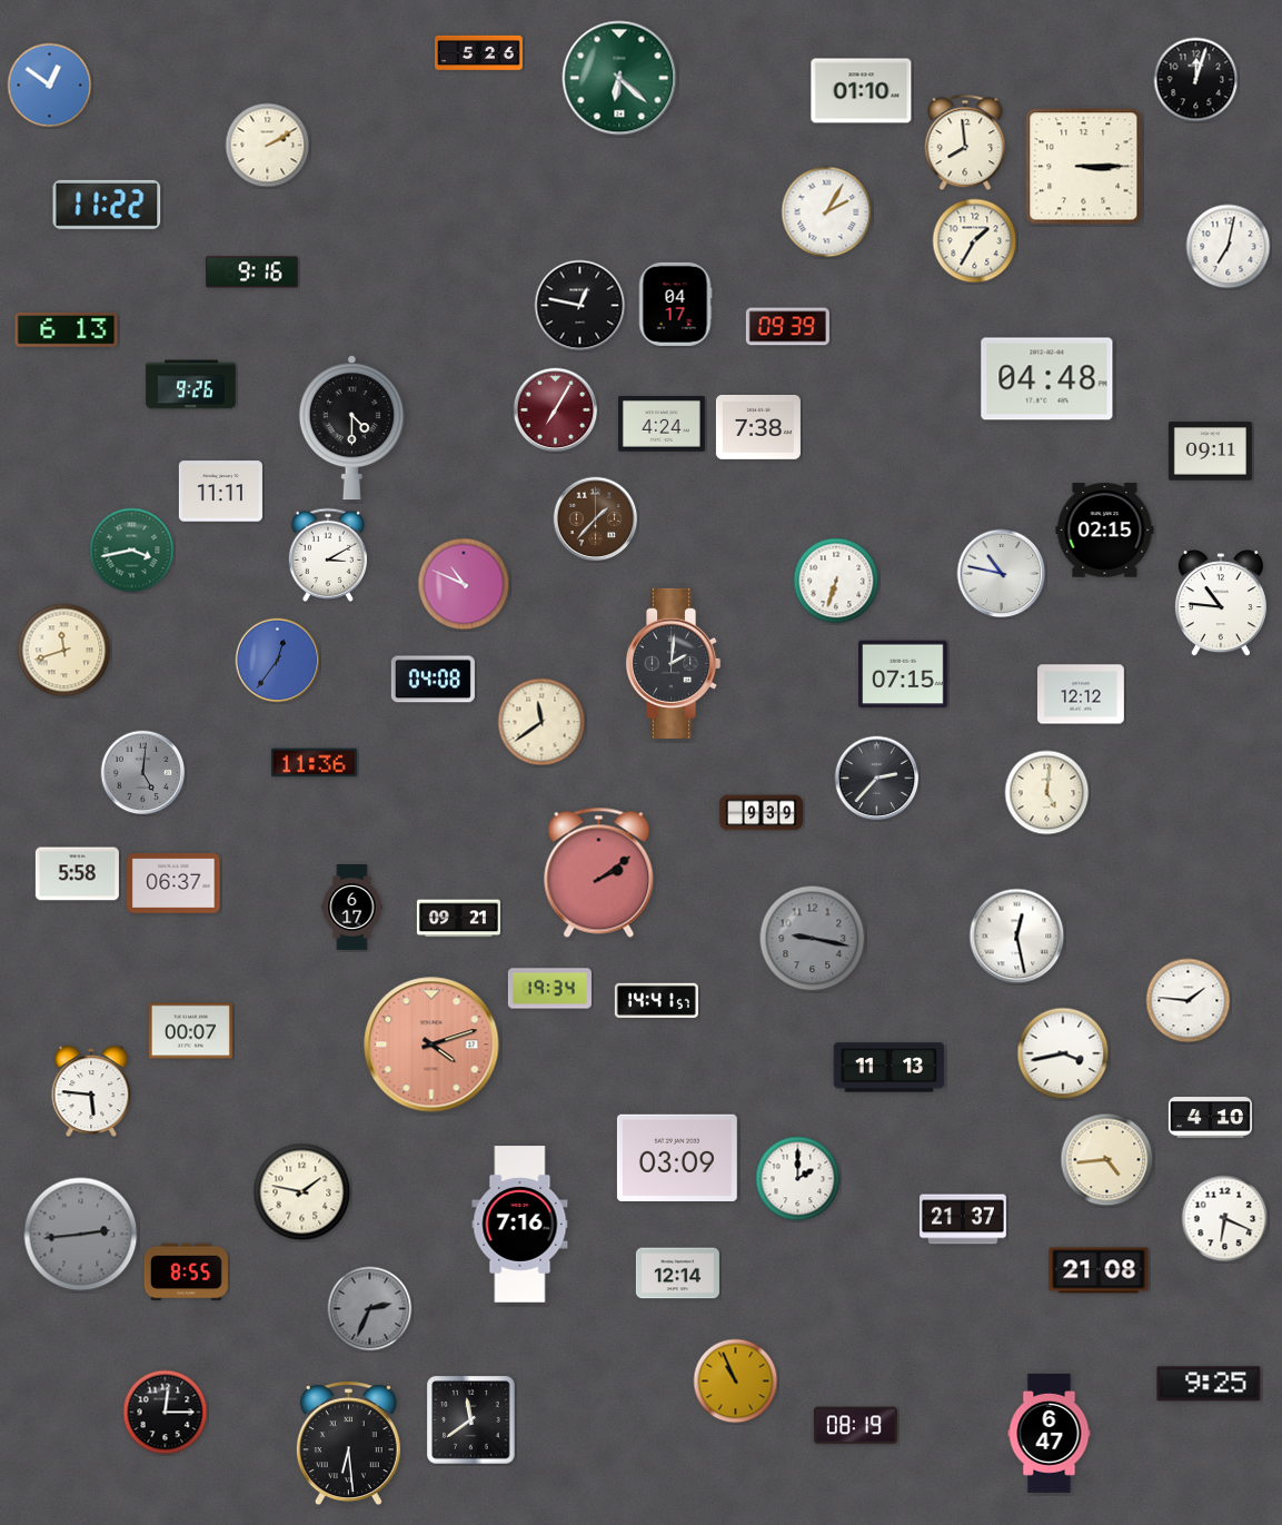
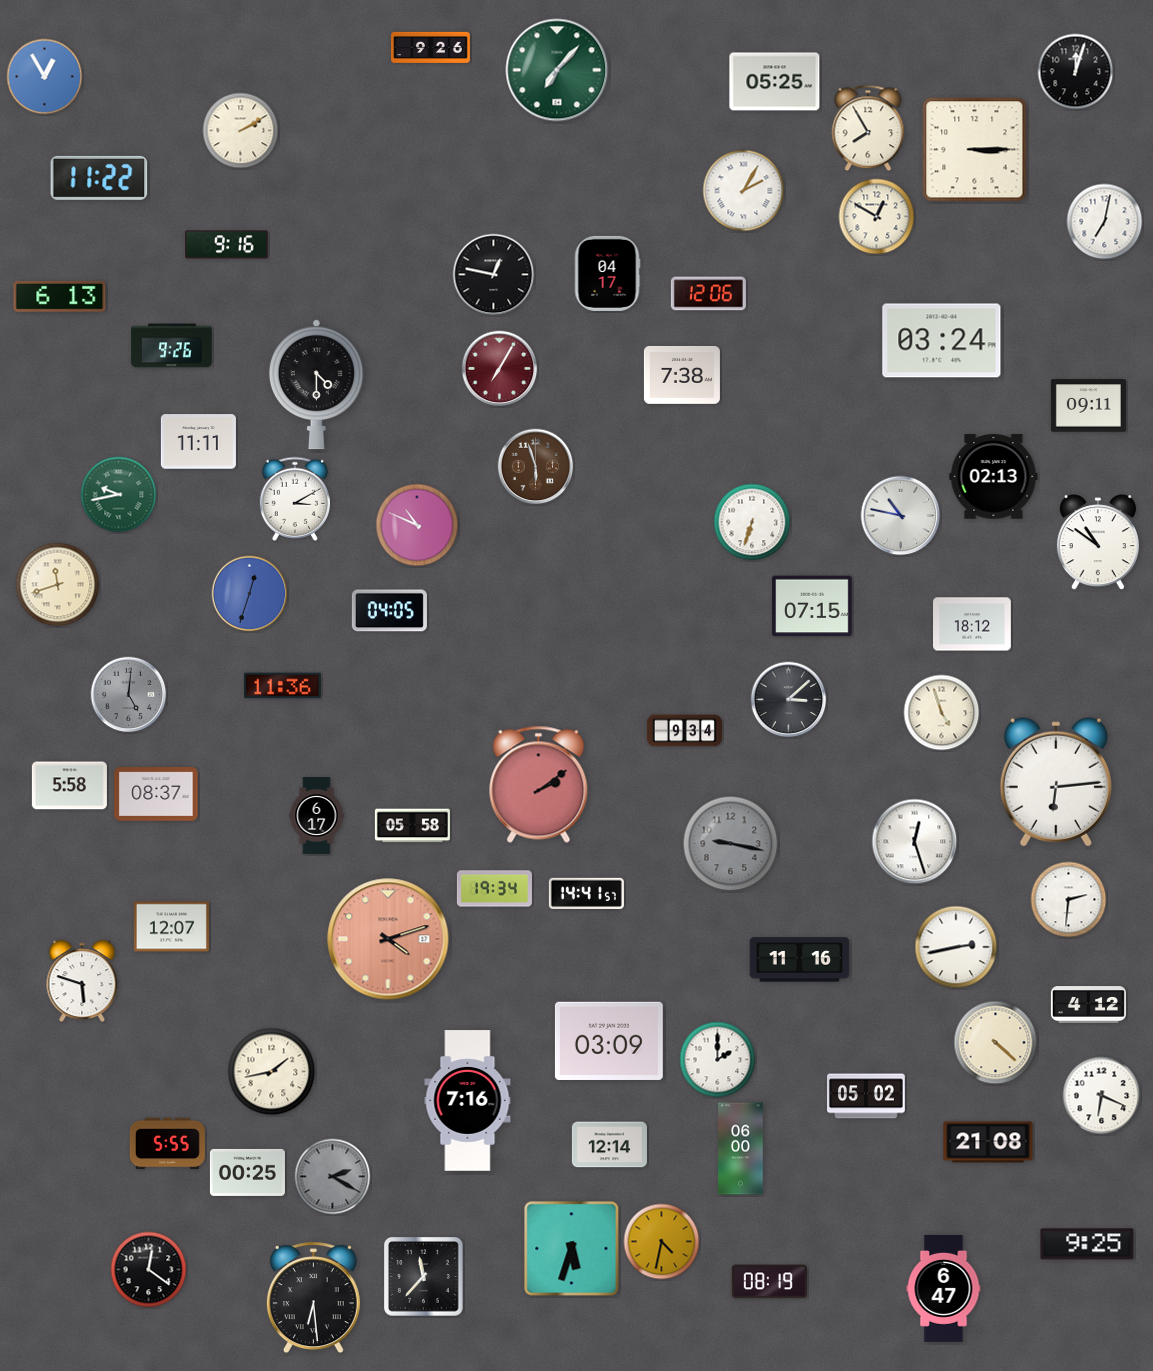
clock at (479, 52): 5:26 -> 9:26
clock at (619, 78): 6:22 -> 7:07
clock at (50, 86): 12:51 -> 12:55
clock at (862, 91): 01:10 -> 05:25
clock at (965, 142): 7:59 -> 7:55
clock at (107, 205) position: (107, 205) -> (99, 178)
clock at (975, 241): 1:35 -> 12:50
clock at (580, 306) position: (580, 306) -> (494, 275)
clock at (787, 327): 09:39 -> 12:06
clock at (1047, 379): 04:48 -> 03:24
clock at (663, 425): 4:24 -> none
clock at (758, 427) position: (758, 427) -> (682, 375)
clock at (596, 519): 1:37 -> 5:57
clock at (1105, 531): 02:15 -> 02:13
clock at (132, 551): 3:43 -> 9:43
clock at (1221, 604): 10:46 -> 10:51
clock at (278, 661): 12:36 -> 12:33
clock at (674, 663): 2:01 -> none
clock at (433, 680): 04:08 -> 04:05
clock at (1082, 694): 12:12 -> 18:12
clock at (541, 722): 11:39 -> none
clock at (877, 779): 2:37 -> 3:08
clock at (1047, 793): 5:01 -> 4:57
clock at (761, 813): 9:39 -> 9:34
clock at (1056, 782): none -> 6:14
clock at (173, 883): 06:37 -> 08:37
clock at (458, 919): 09:21 -> 05:58
clock at (1017, 937): 12:28 -> 12:27
clock at (656, 1000) position: (656, 1000) -> (586, 893)
clock at (1189, 1001): 1:46 -> 2:31
clock at (190, 1031): 00:07 -> 12:07
clock at (1063, 1053): 3:43 -> 2:43
clock at (890, 1068): 11:13 -> 11:16
clock at (91, 1091): 5:46 -> 5:48
clock at (1210, 1118): 4:10 -> 4:12
clock at (1107, 1160): 4:44 -> 4:22
clock at (302, 1192): 1:47 -> 1:43
clock at (964, 1219): 21:37 -> 05:02
clock at (81, 1235): 2:44 -> none
clock at (186, 1273): 8:55 -> 5:55
clock at (741, 1149): none -> 06:00
clock at (247, 1172): none -> 00:25
clock at (370, 1309): 2:34 -> 2:20
clock at (736, 1382): 10:56 -> 4:32
clock at (572, 1249): none -> 5:33
clock at (166, 1413): 12:15 -> 12:21
clock at (471, 1420): 11:39 -> 11:37
